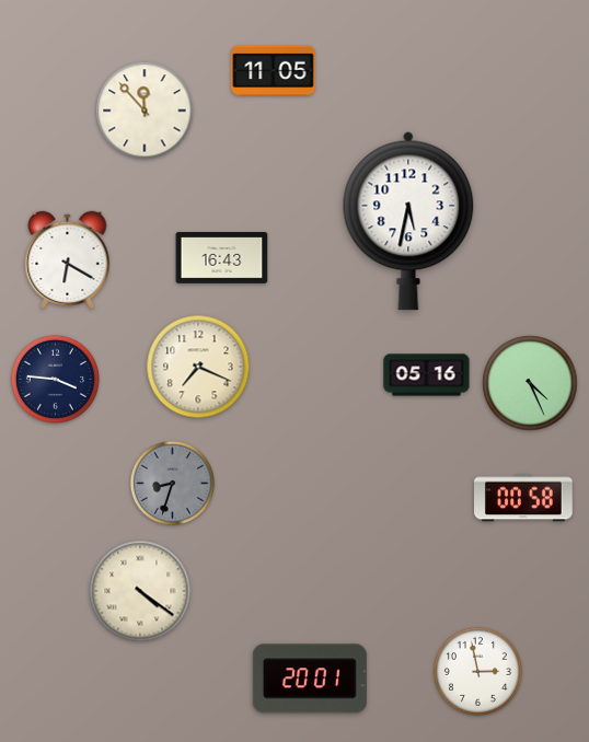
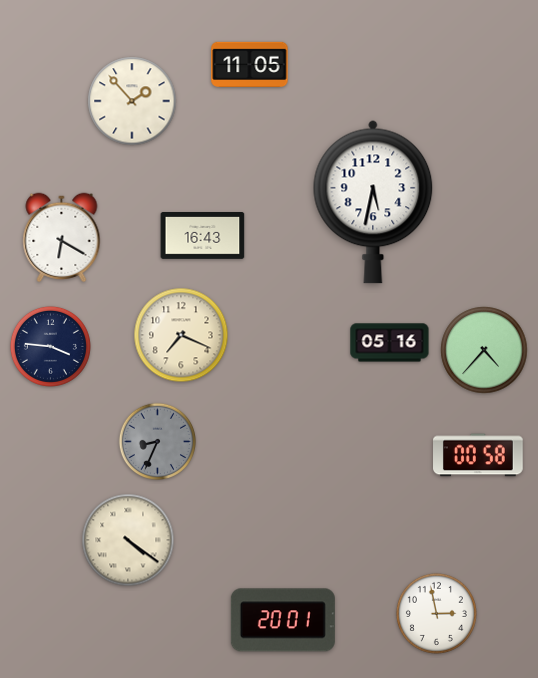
clock at (145, 111): 11:53 -> 1:53
clock at (530, 383): 4:26 -> 4:37
clock at (173, 484): 8:33 -> 8:34
